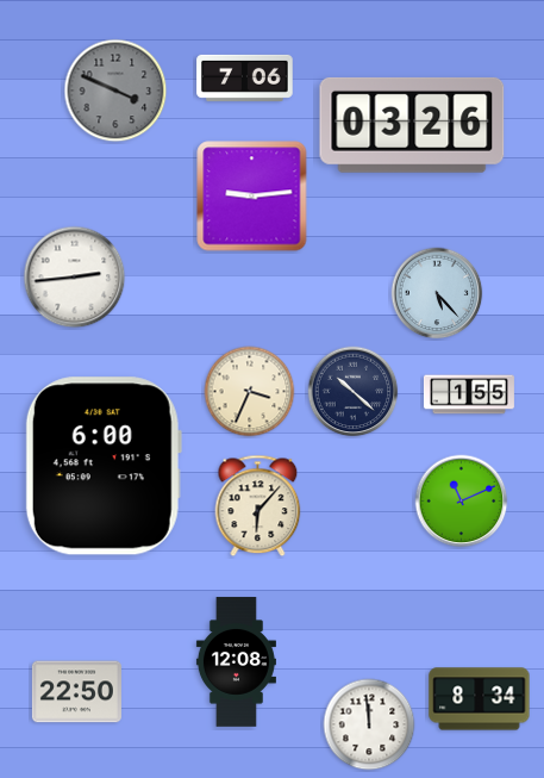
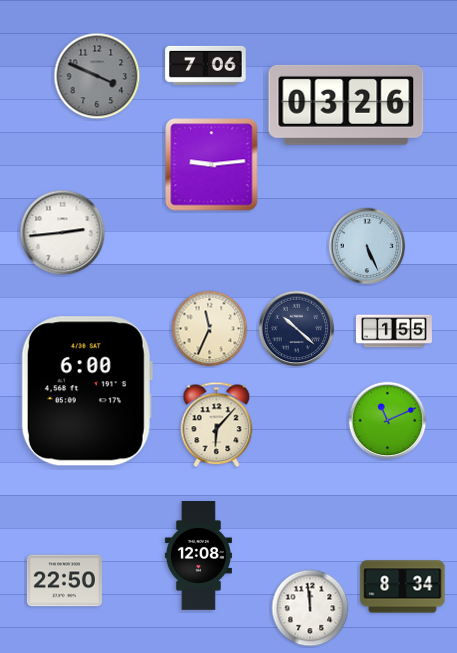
clock at (437, 293): 5:23 -> 5:26
clock at (250, 392): 3:34 -> 11:34
